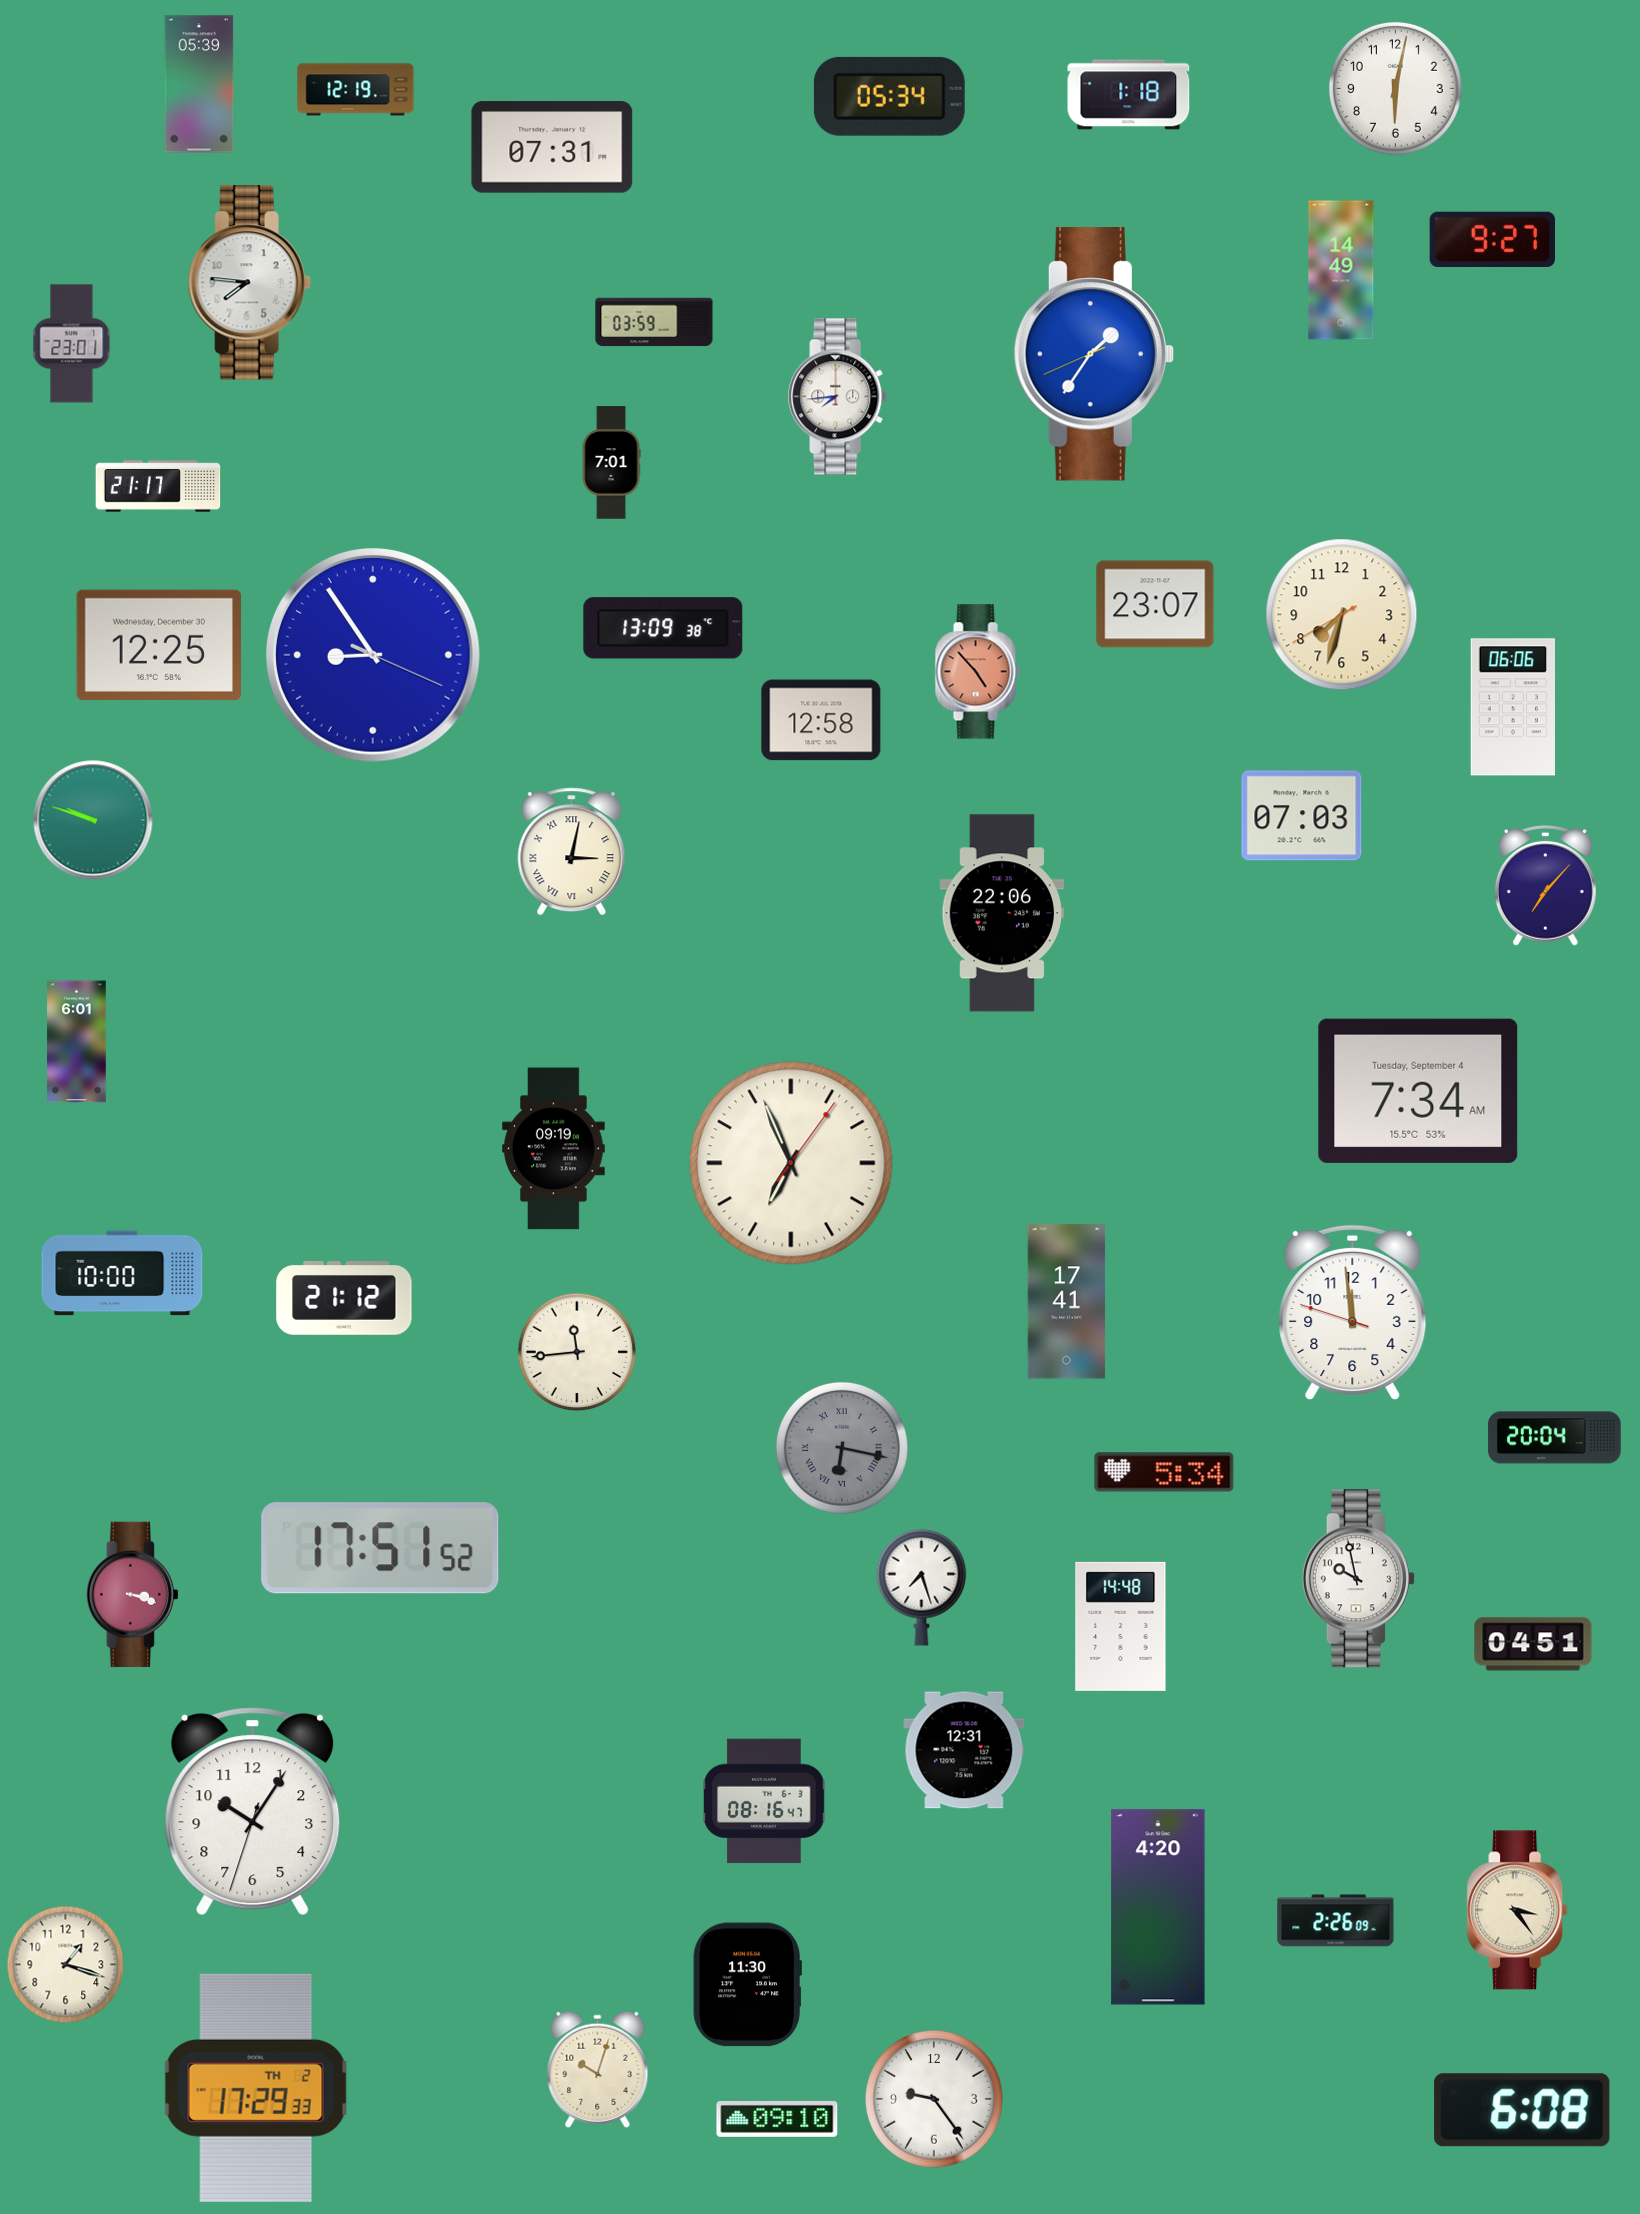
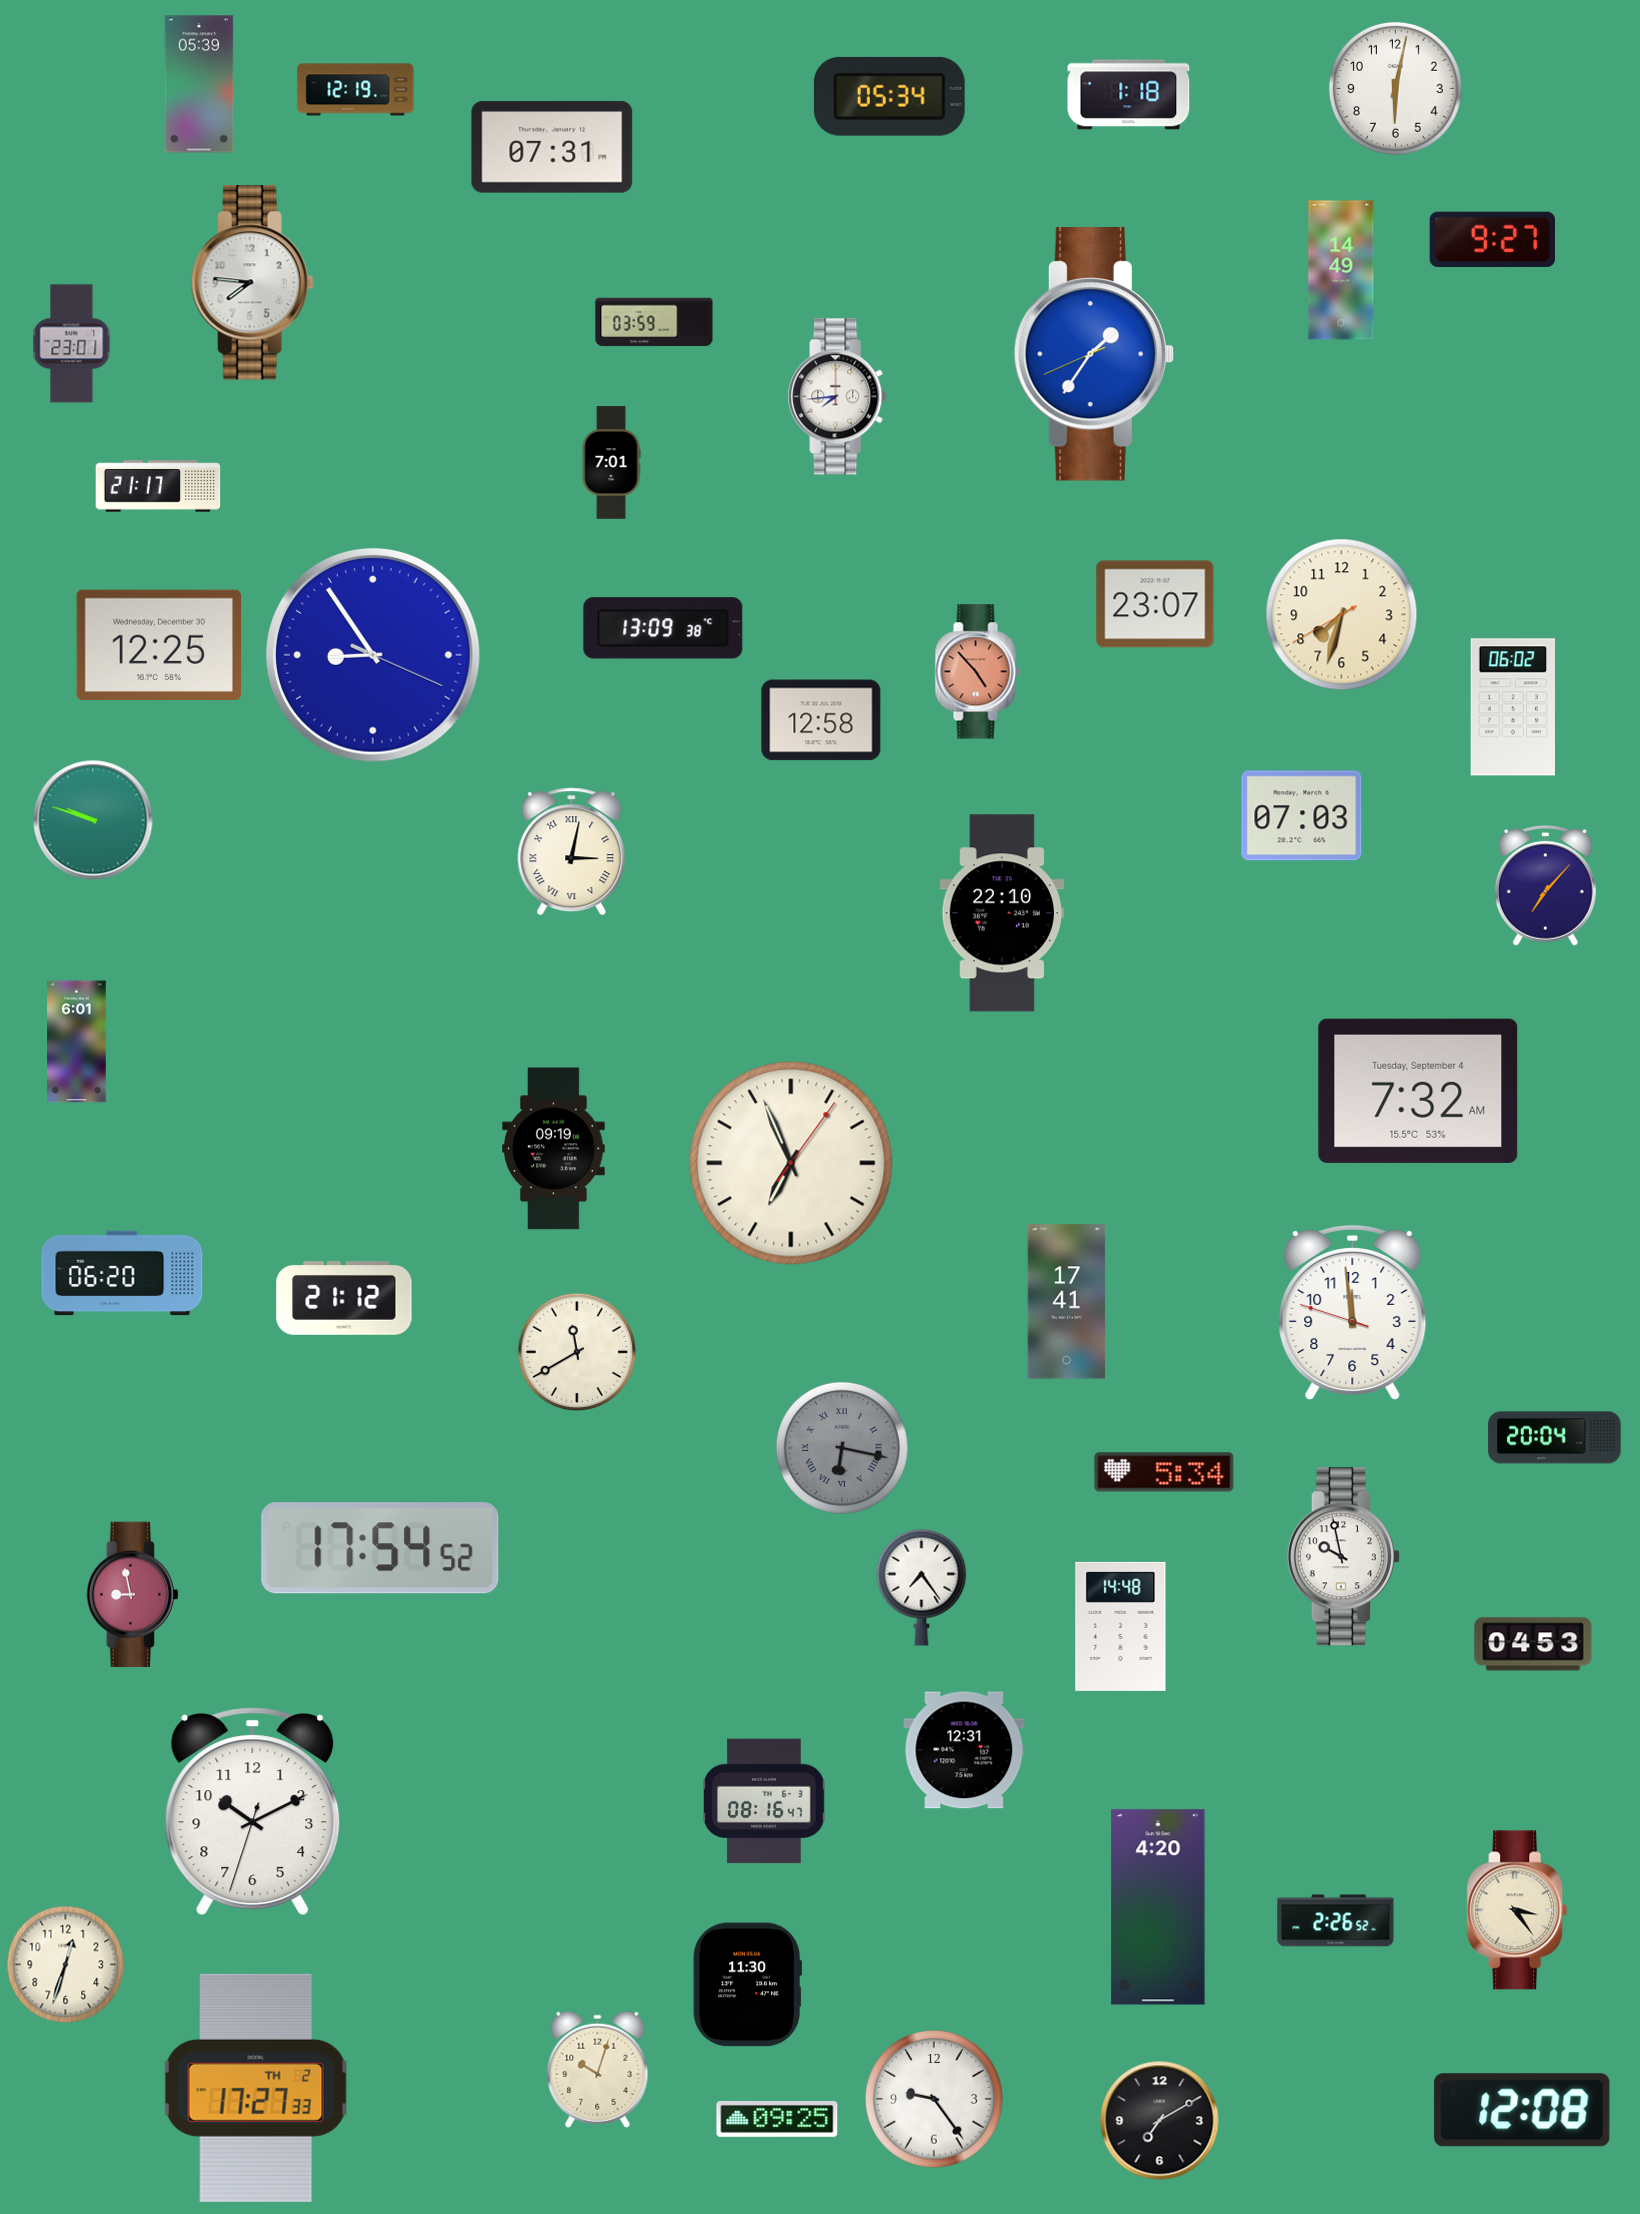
clock at (249, 283) position: (249, 283) -> (252, 283)
clock at (1512, 707): 06:06 -> 06:02
clock at (1001, 913): 22:06 -> 22:10
clock at (1418, 1091): 7:34 -> 7:32
clock at (122, 1273): 10:00 -> 06:20
clock at (577, 1352): 11:44 -> 11:40
clock at (380, 1548): 17:51 -> 17:54
clock at (1358, 1579) position: (1358, 1579) -> (1343, 1557)
clock at (922, 1588): 7:27 -> 7:24
clock at (132, 1595): 3:18 -> 8:58
clock at (1533, 1644): 04:51 -> 04:53
clock at (253, 1811): 10:05 -> 10:10
clock at (1336, 1921): 2:26:09 -> 2:26:52
clock at (66, 1965): 1:18 -> 12:33
clock at (256, 2088): 17:29 -> 17:27
clock at (1522, 2110): 6:08 -> 12:08
clock at (777, 2119): 09:10 -> 09:25
clock at (1160, 2121): none -> 7:10
